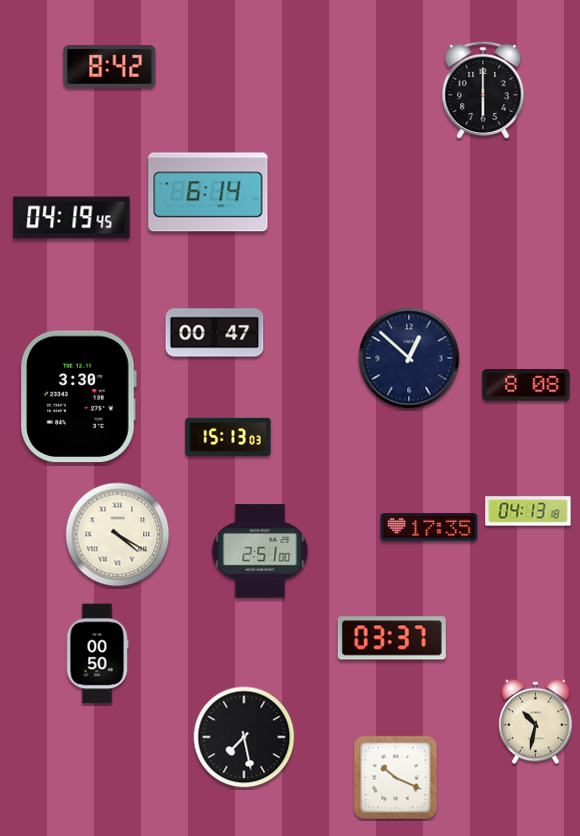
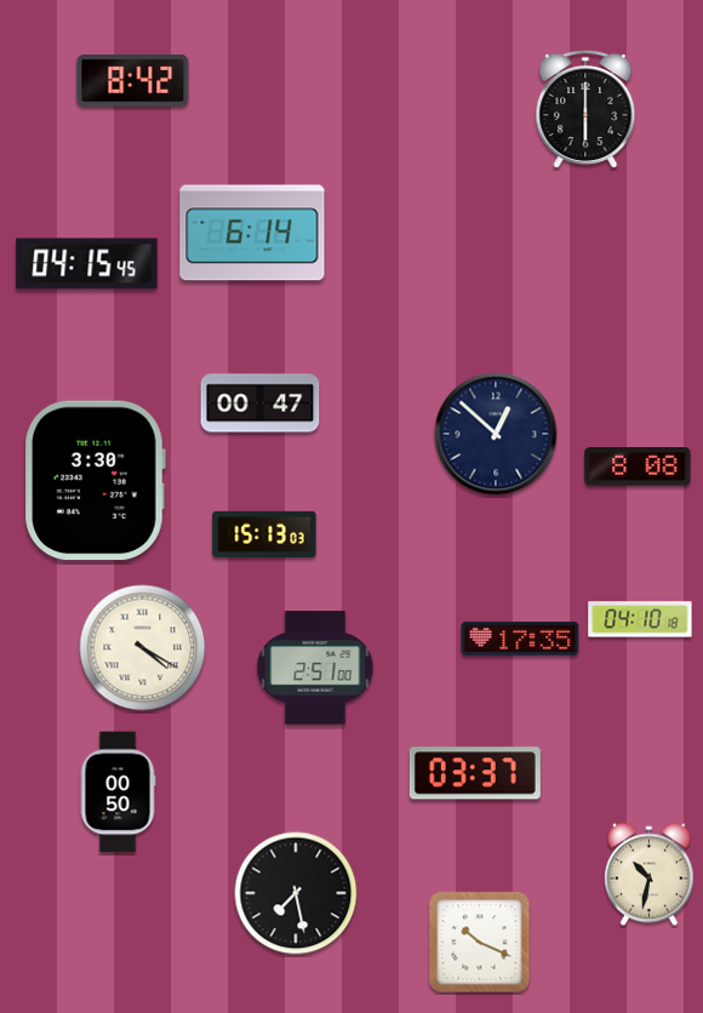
clock at (72, 218): 04:19 -> 04:15
clock at (228, 437) position: (228, 437) -> (264, 534)
clock at (528, 511): 04:13 -> 04:10
